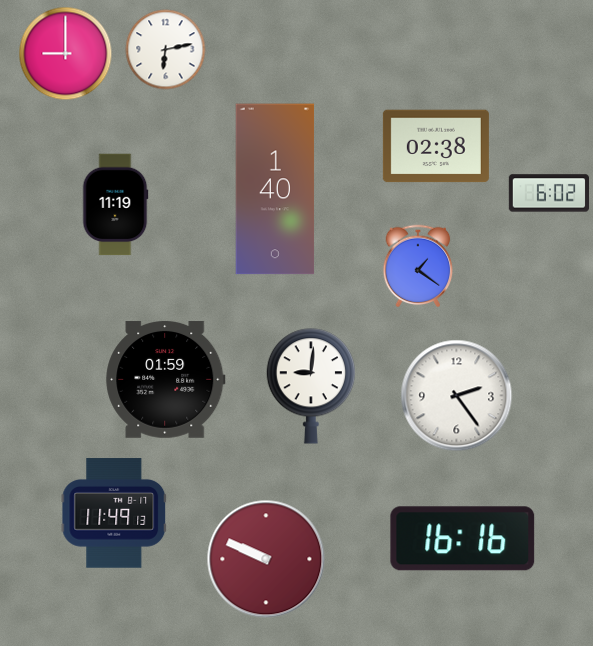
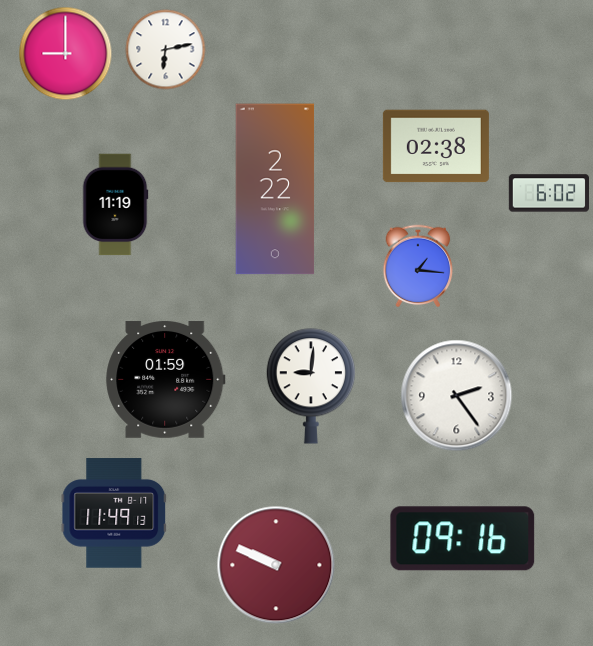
clock at (275, 189): 1:40 -> 2:22
clock at (418, 266): 1:21 -> 1:16
clock at (463, 539): 16:16 -> 09:16
clock at (266, 559) position: (266, 559) -> (276, 565)
